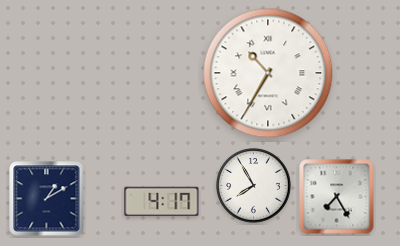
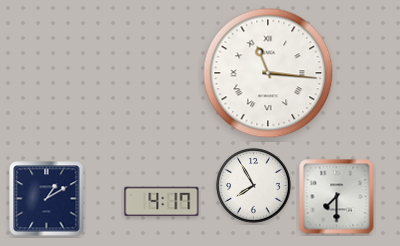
clock at (268, 73): 10:35 -> 11:16
clock at (337, 197): 7:25 -> 7:30
